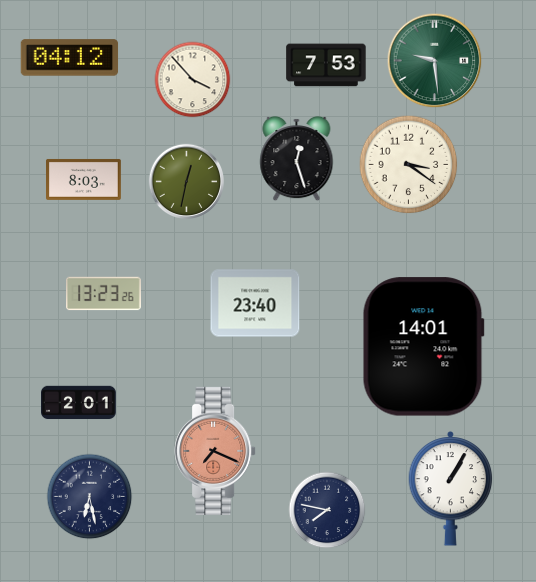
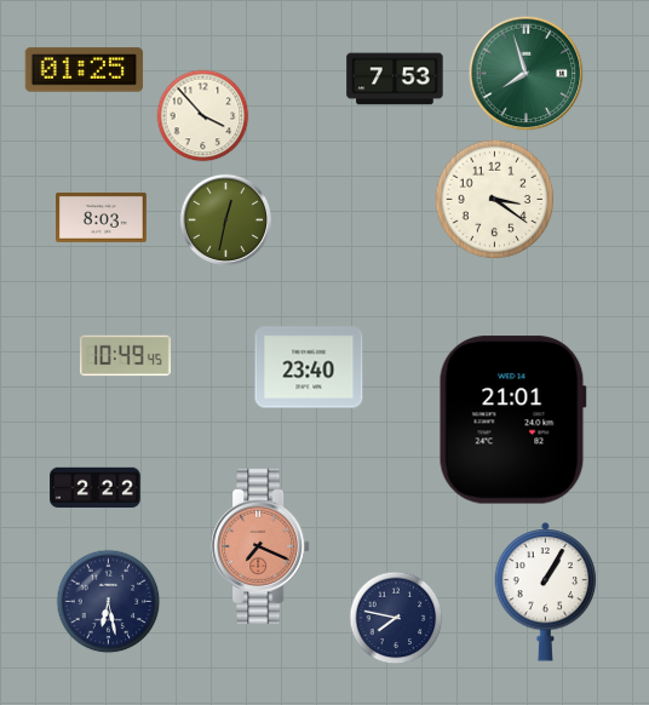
clock at (70, 58): 04:12 -> 01:25
clock at (435, 61): 9:29 -> 7:57
clock at (193, 80) position: (193, 80) -> (203, 116)
clock at (297, 159): 12:27 -> none
clock at (104, 294): 13:23 -> 10:49
clock at (423, 347): 14:01 -> 21:01
clock at (79, 403): 2:01 -> 2:22
